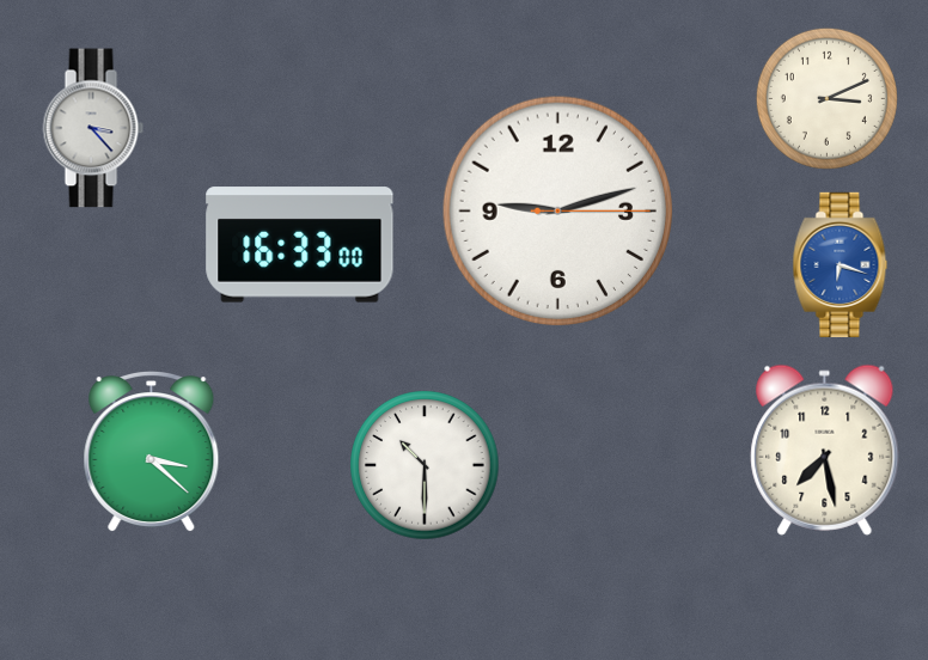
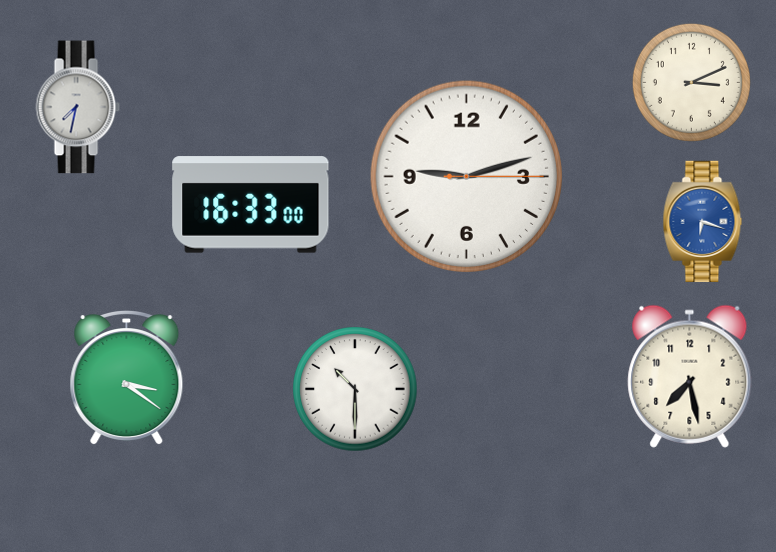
clock at (93, 128): 3:23 -> 7:32
clock at (152, 453): 3:22 -> 3:21
